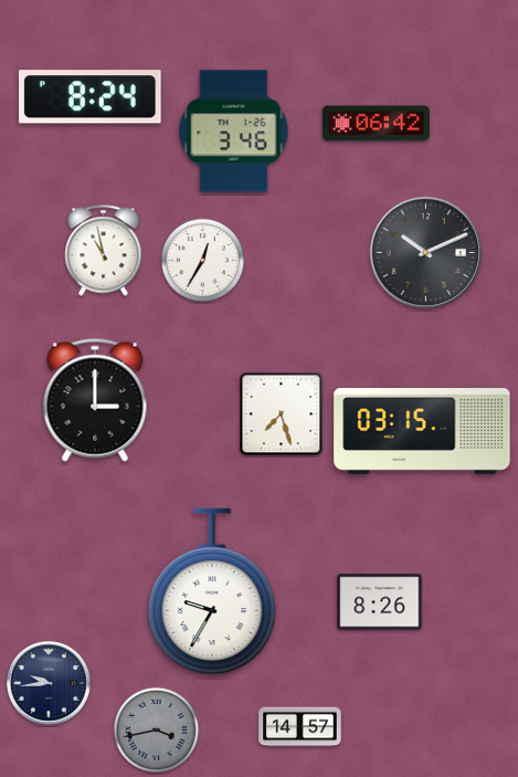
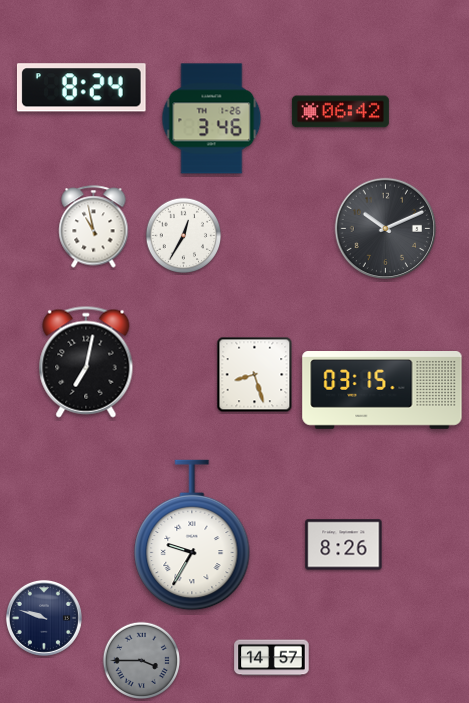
clock at (95, 400): 3:00 -> 7:02
clock at (282, 414): 7:27 -> 8:27
clock at (49, 683): 9:44 -> 9:48
clock at (157, 731): 3:43 -> 3:45
